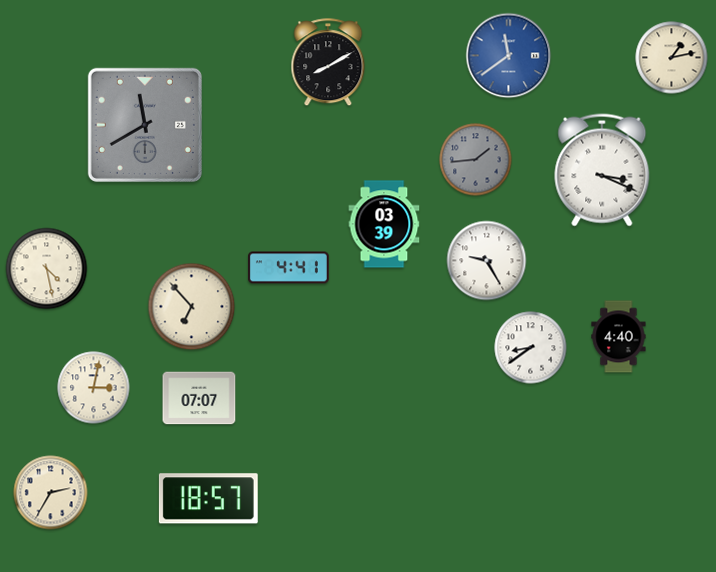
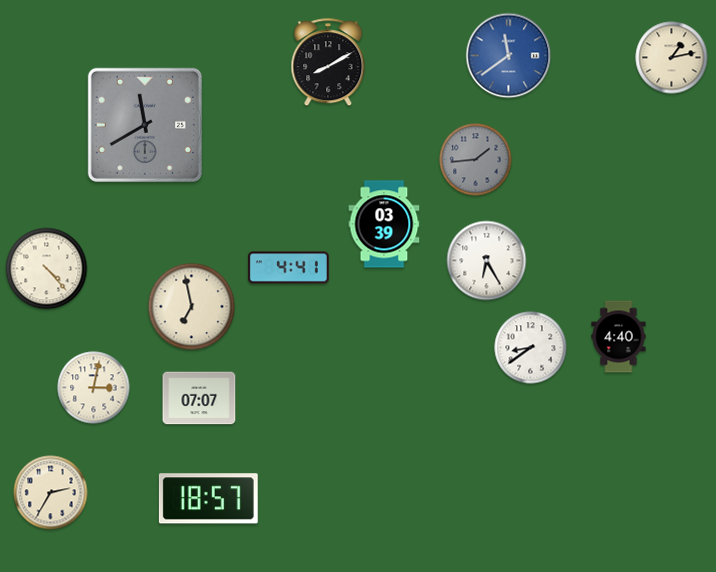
clock at (602, 170): 3:19 -> none
clock at (487, 261): 9:25 -> 6:25
clock at (47, 269): 4:28 -> 4:23
clock at (192, 307): 6:53 -> 6:58
